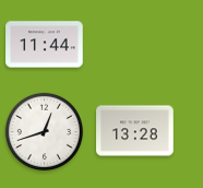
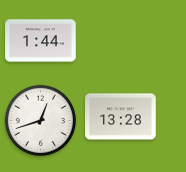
clock at (45, 45): 11:44 -> 1:44
clock at (135, 131) position: (135, 131) -> (121, 117)
